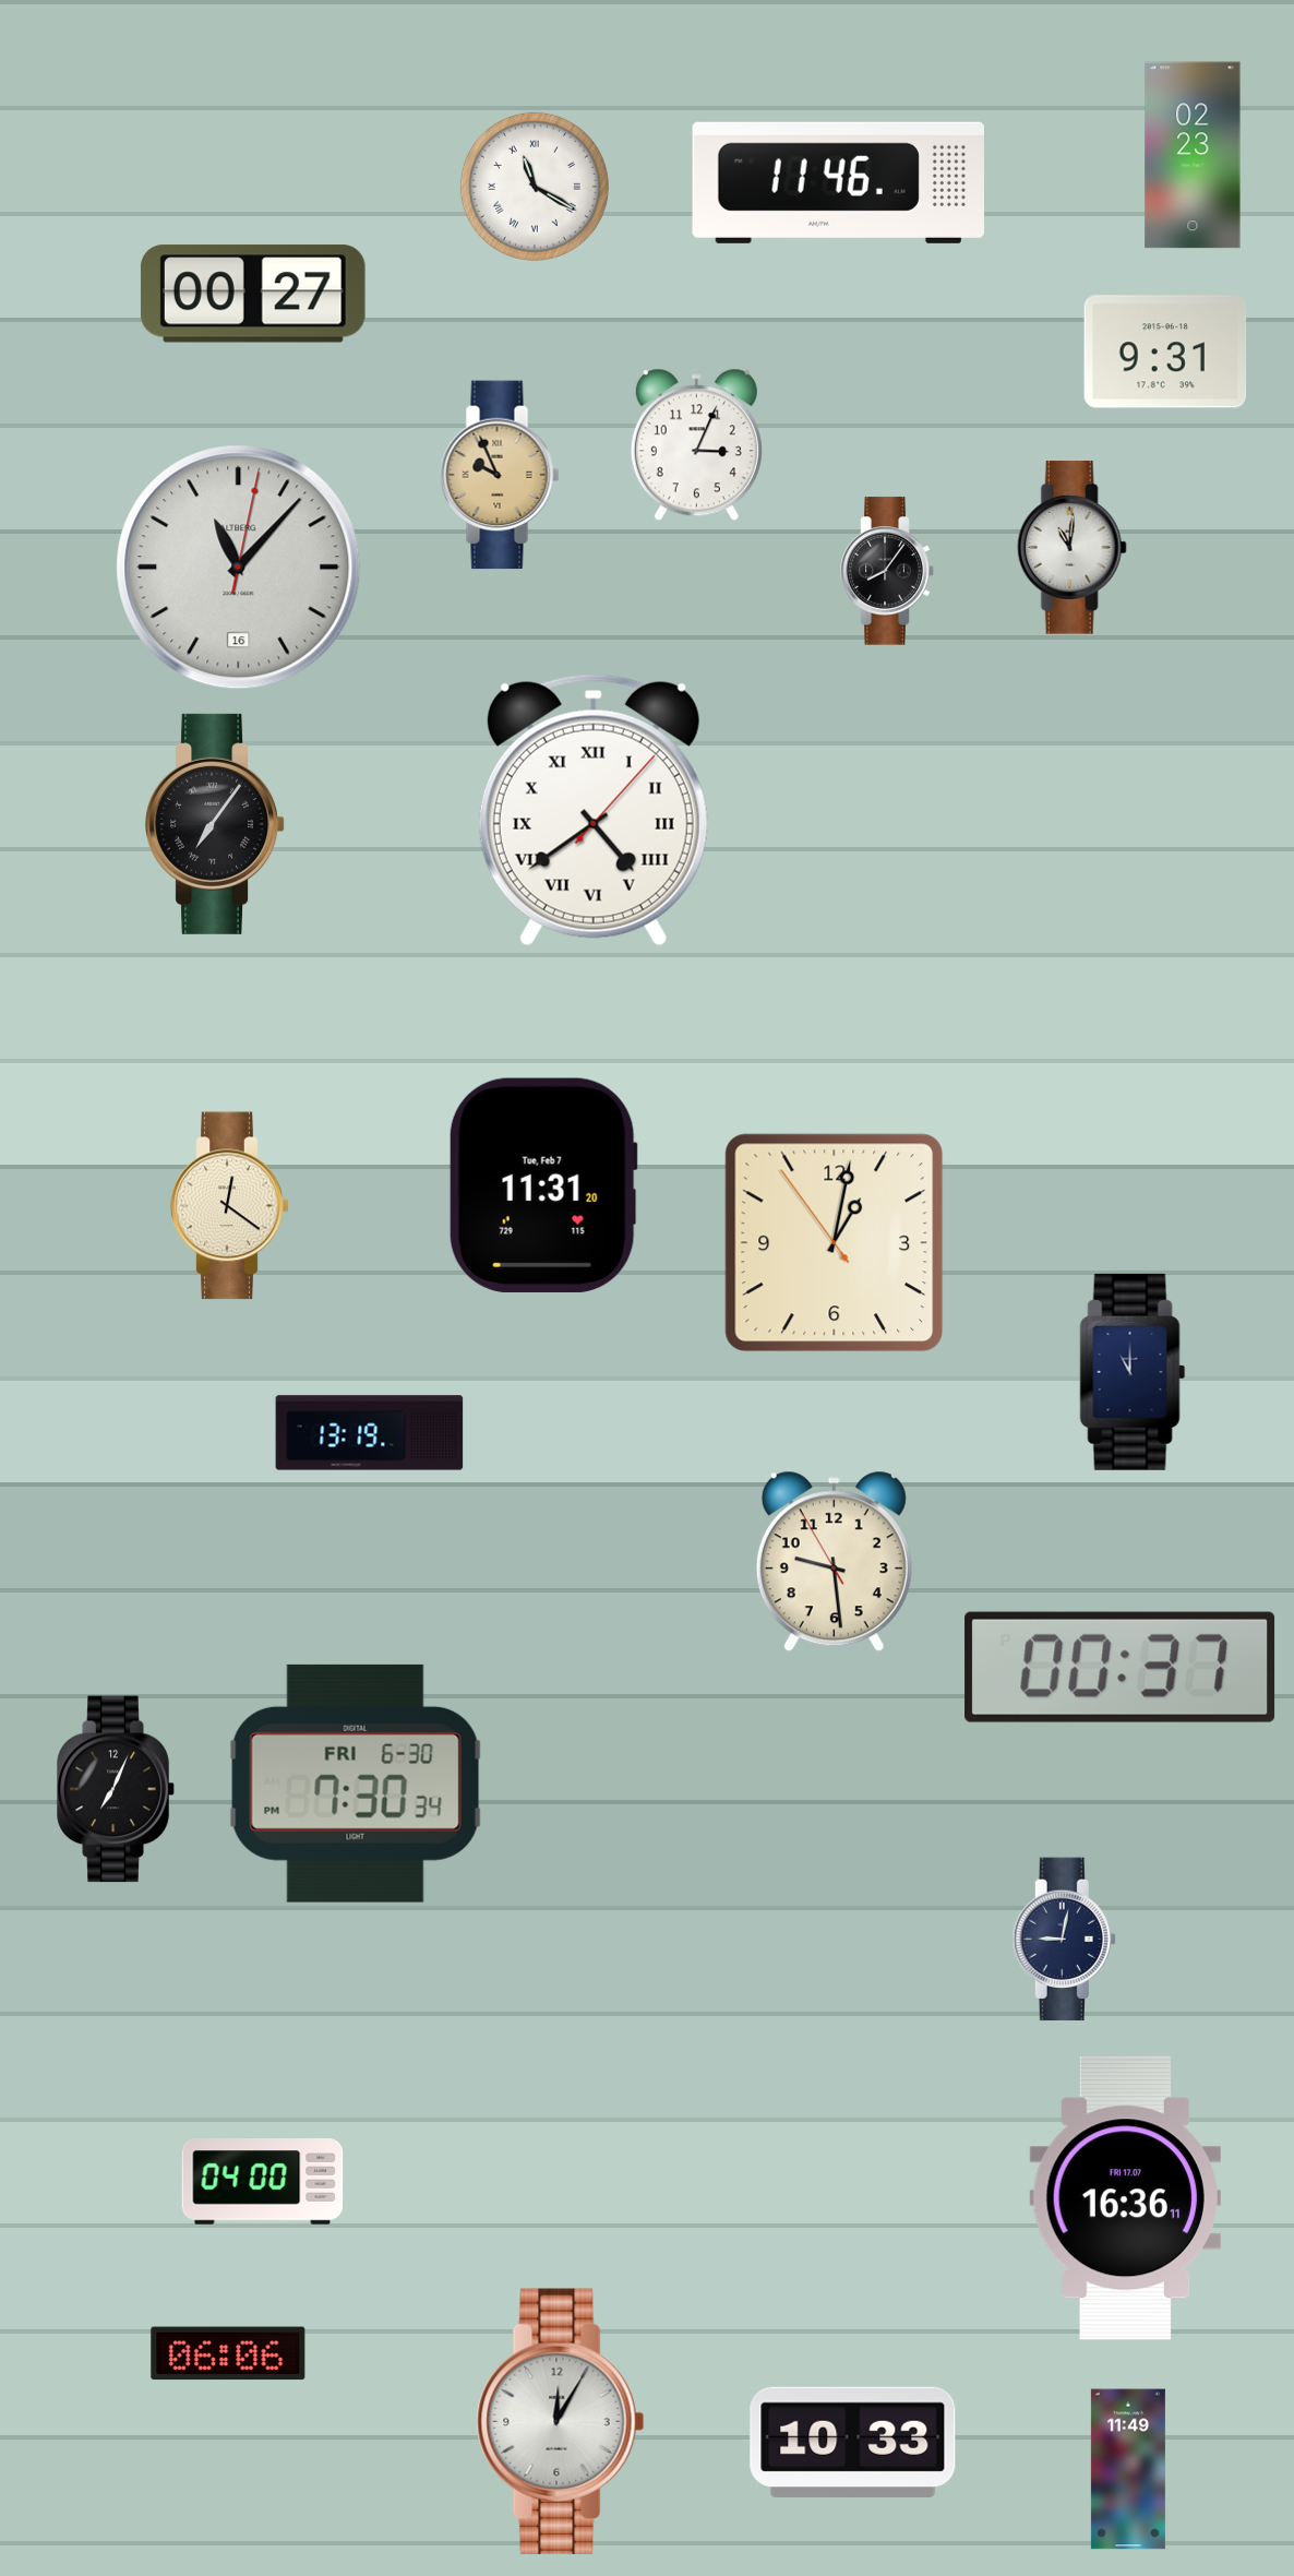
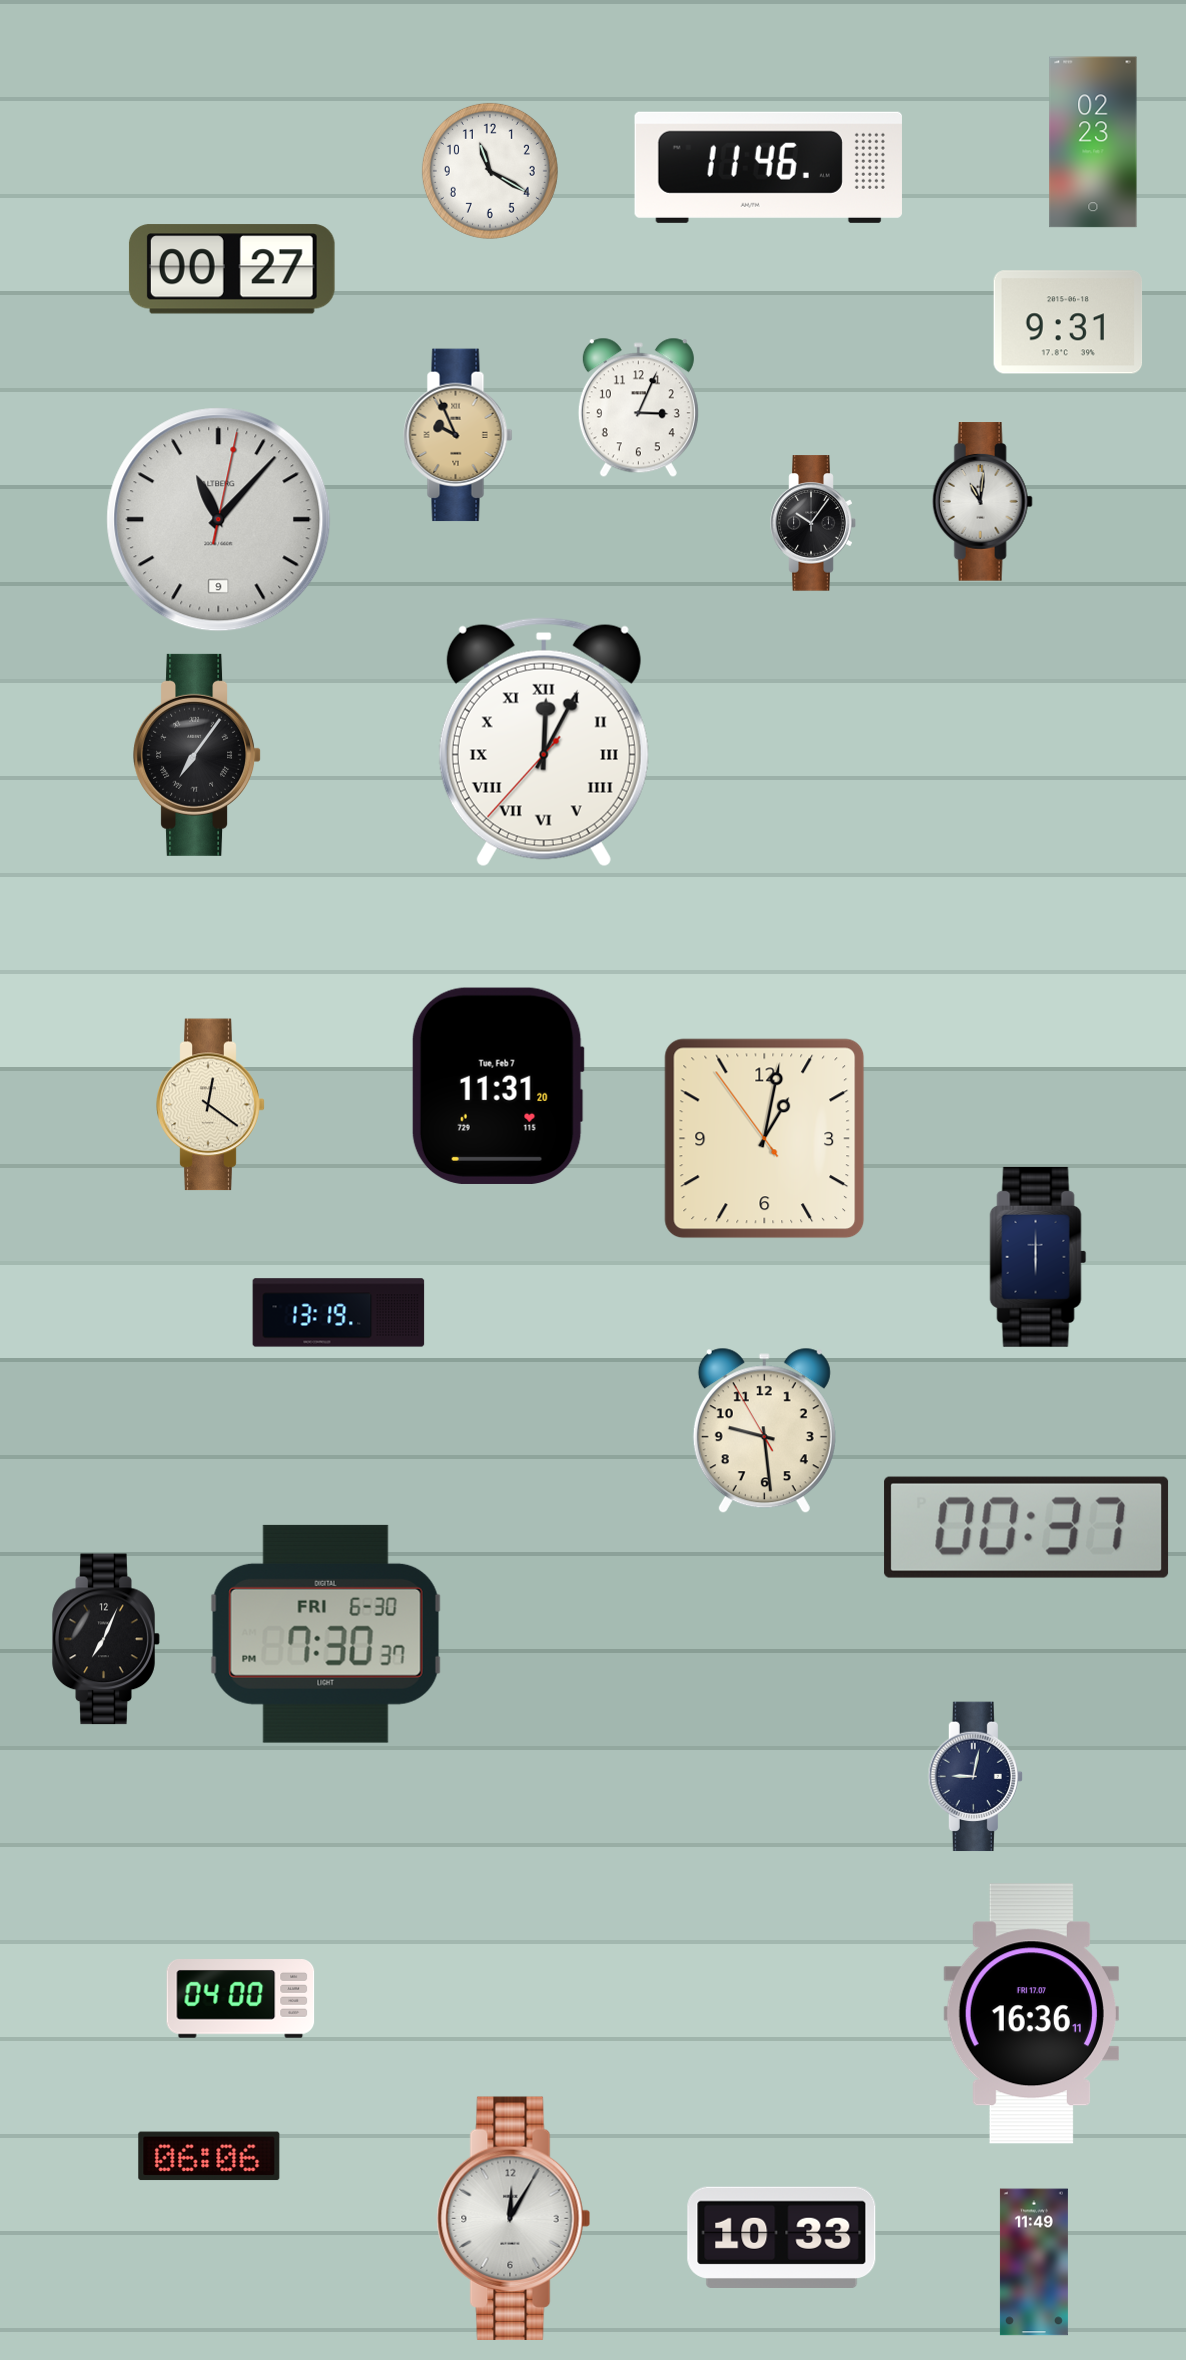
clock at (535, 187) numerals: Roman -> Arabic
clock at (239, 568) date: 16 -> 9
clock at (887, 571): 8:06 -> 10:06
clock at (594, 810): 4:39 -> 12:04
clock at (1133, 1372): 11:00 -> 6:00
clock at (356, 1784): 7:30:34 PM -> 7:30:37 PM
